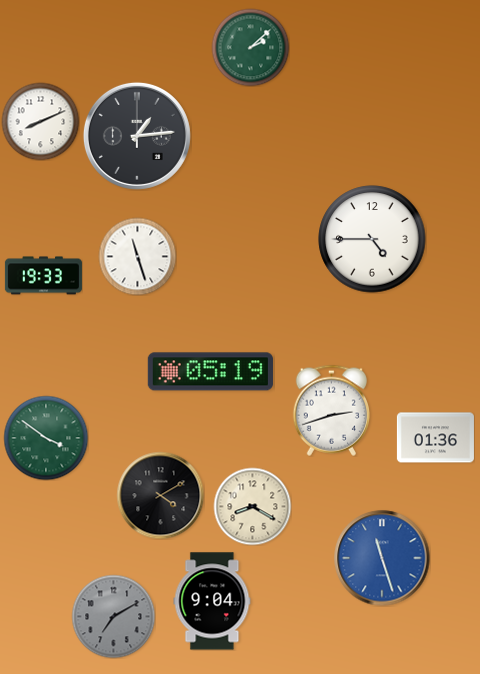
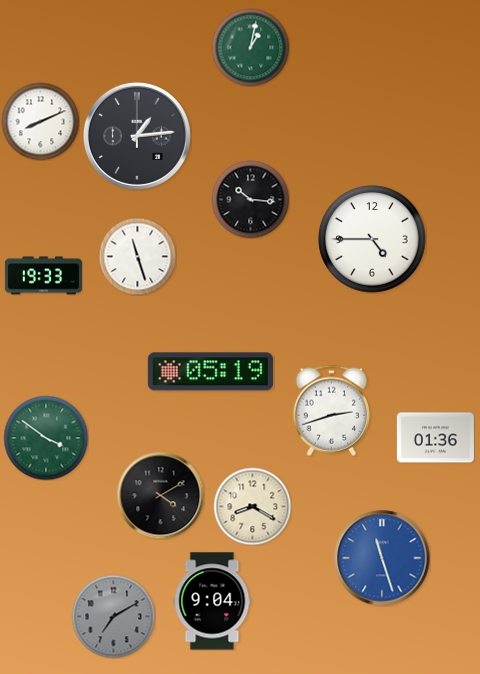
clock at (250, 47): 2:08 -> 1:02
clock at (250, 199): none -> 10:16
